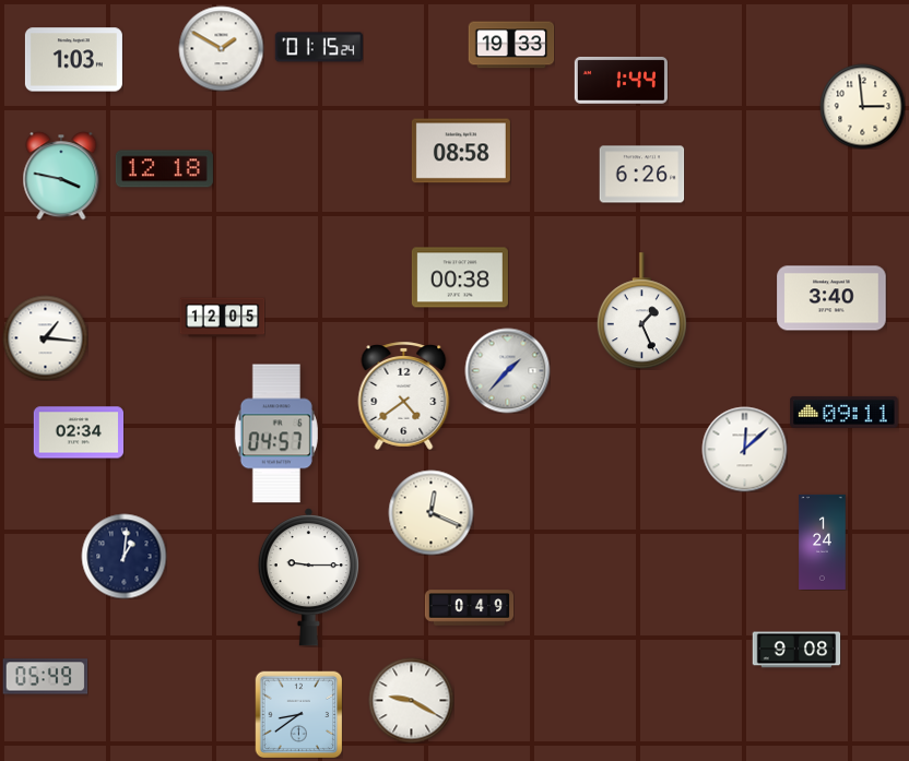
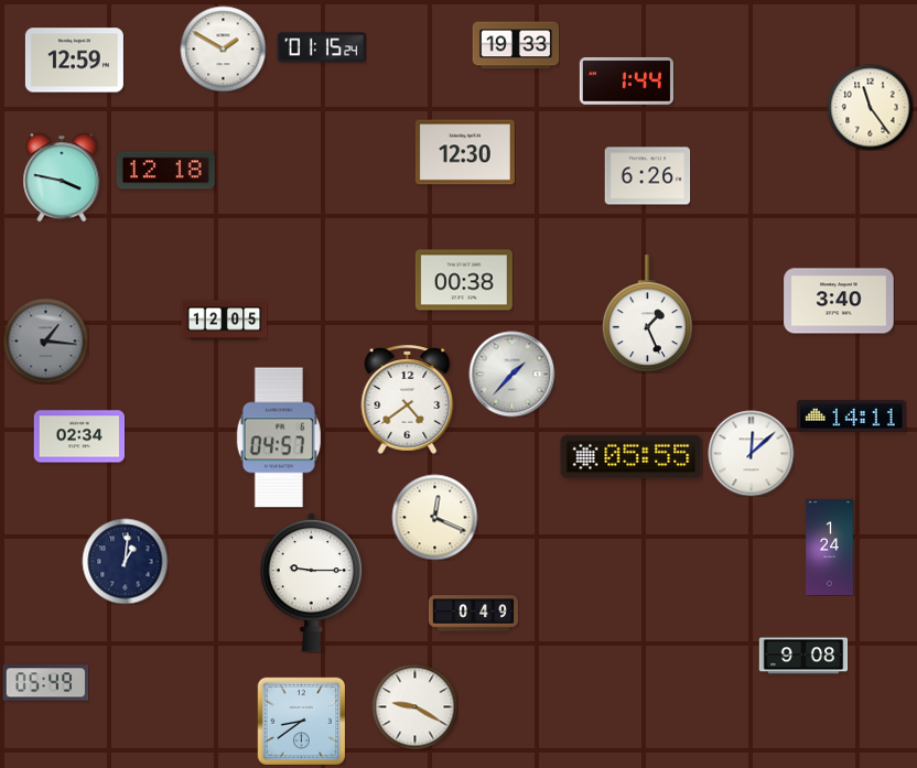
clock at (73, 60): 1:03 -> 12:59
clock at (862, 106): 2:59 -> 11:24
clock at (461, 151): 08:58 -> 12:30
clock at (45, 337) dial: white -> grey
clock at (845, 412): 09:11 -> 14:11
clock at (632, 457): none -> 05:55
